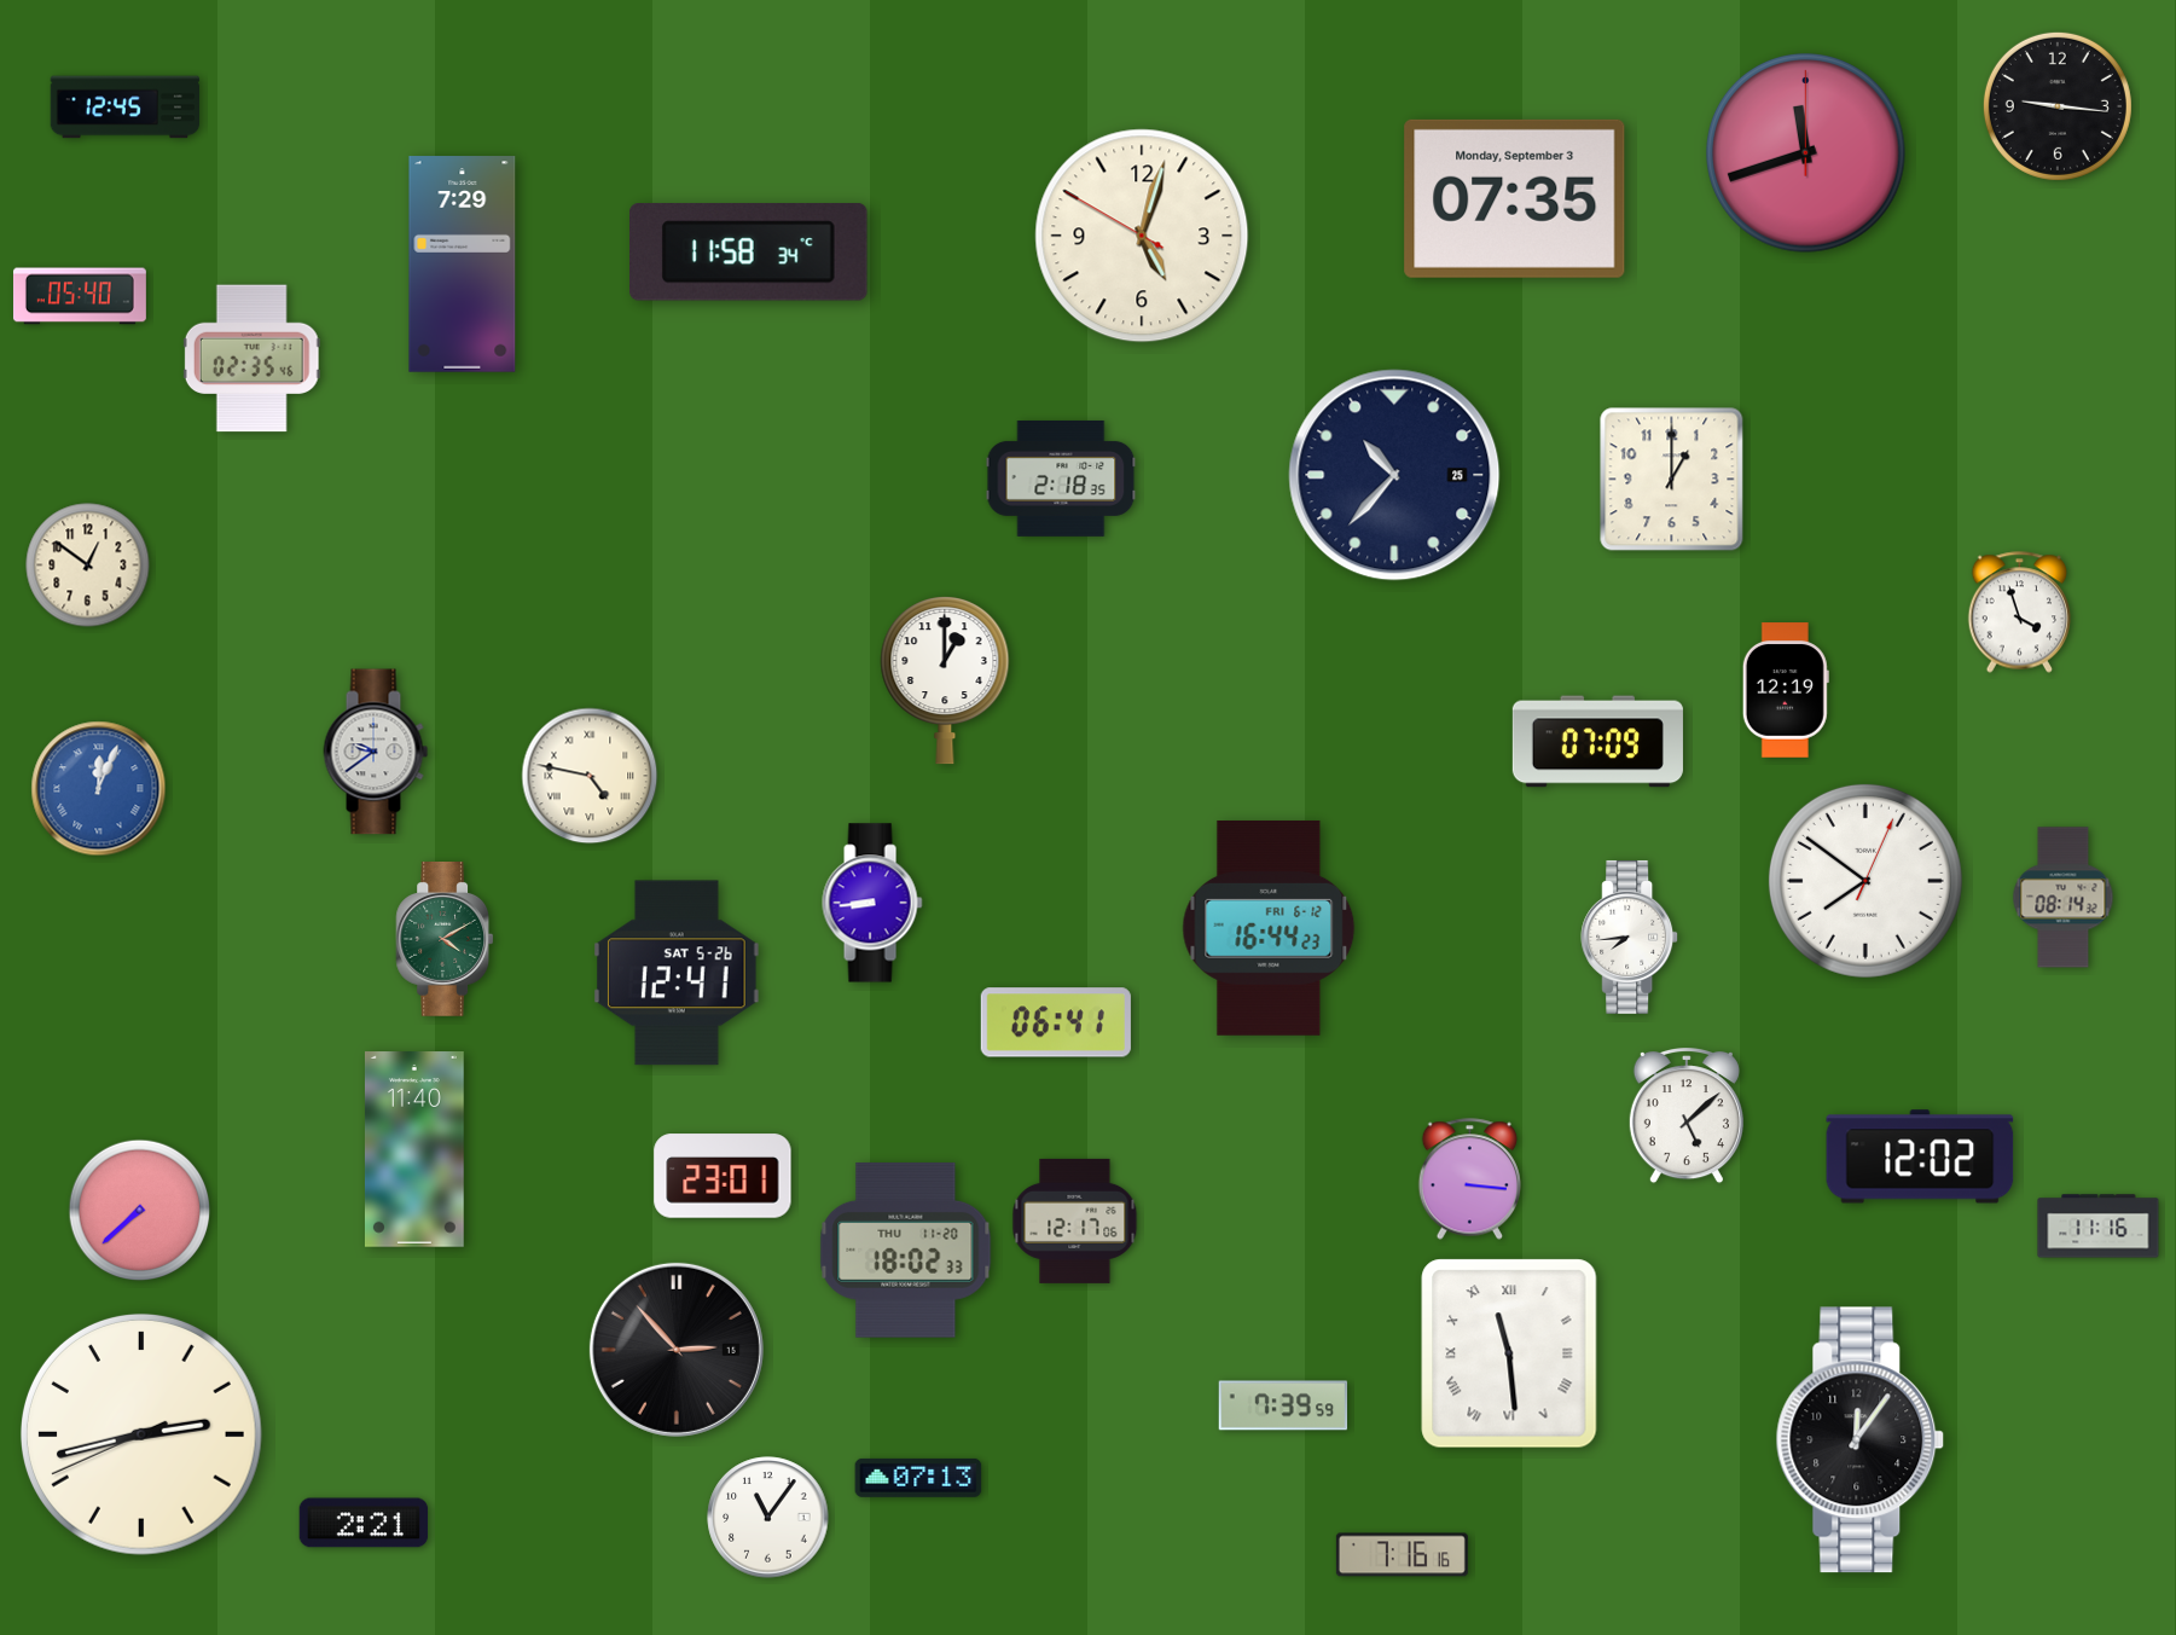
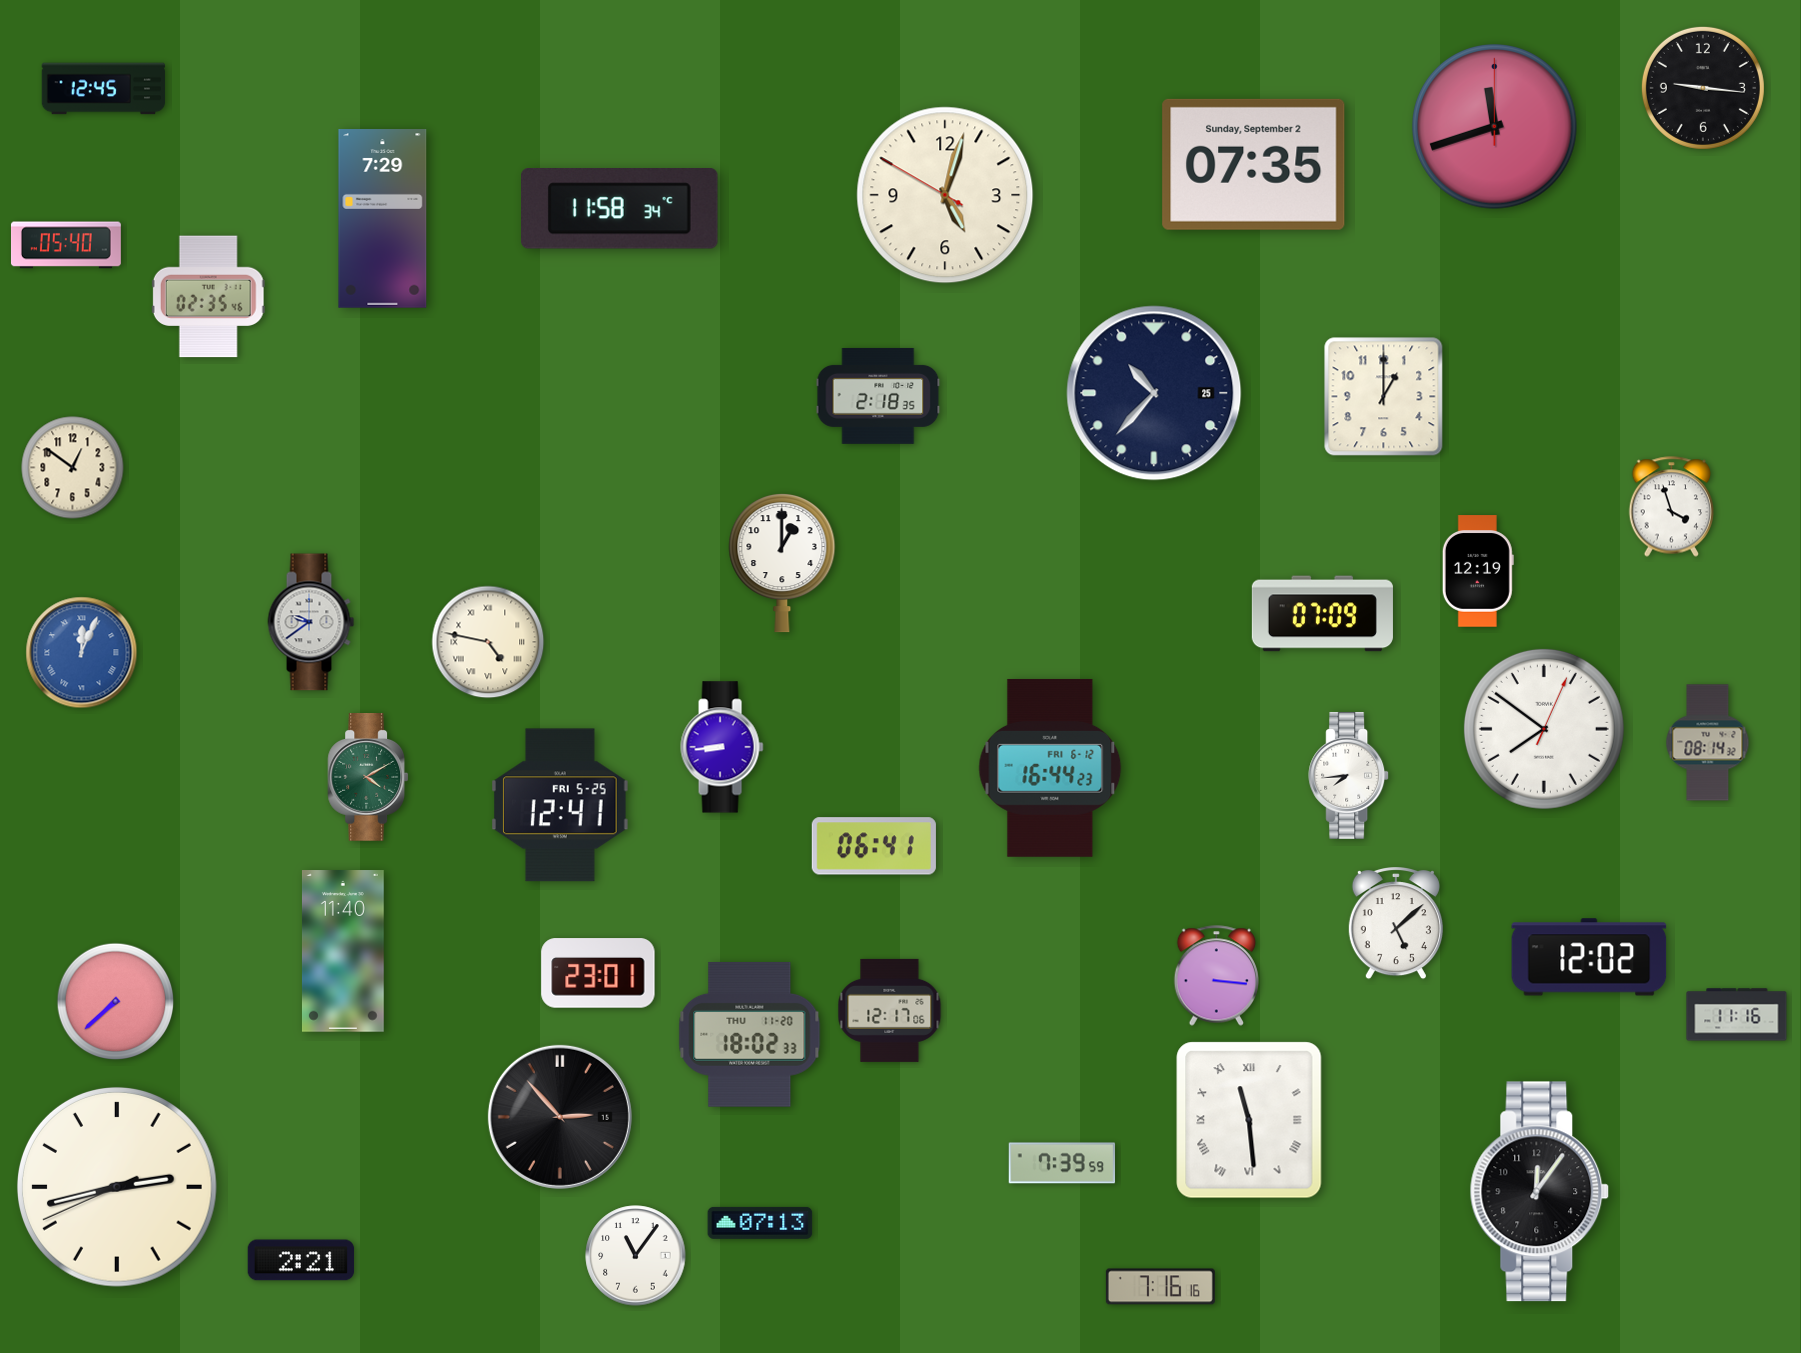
clock at (1515, 198) date: Monday, September 3 -> Sunday, September 2
clock at (678, 973) date: SAT 5-26 -> FRI 5-25
